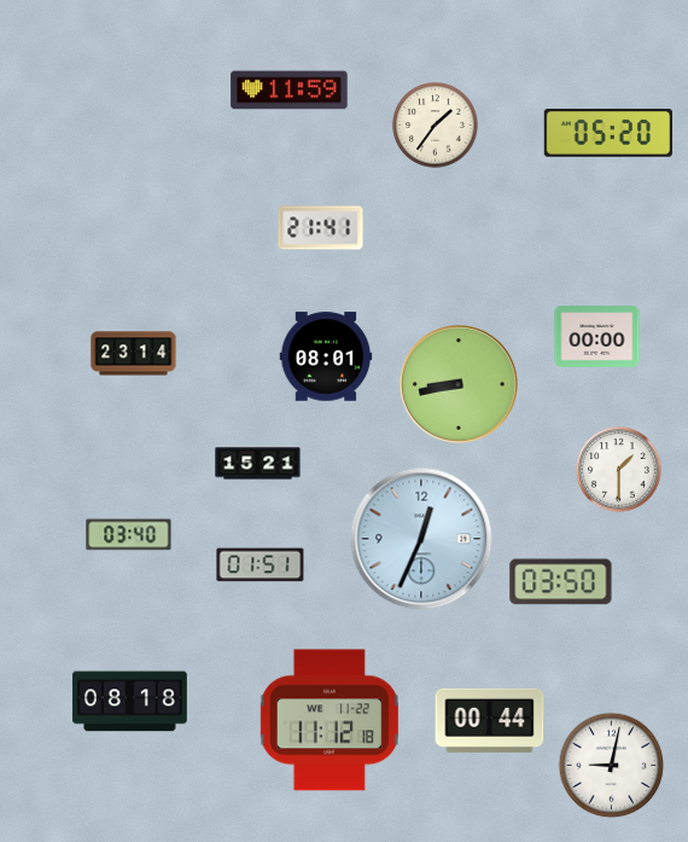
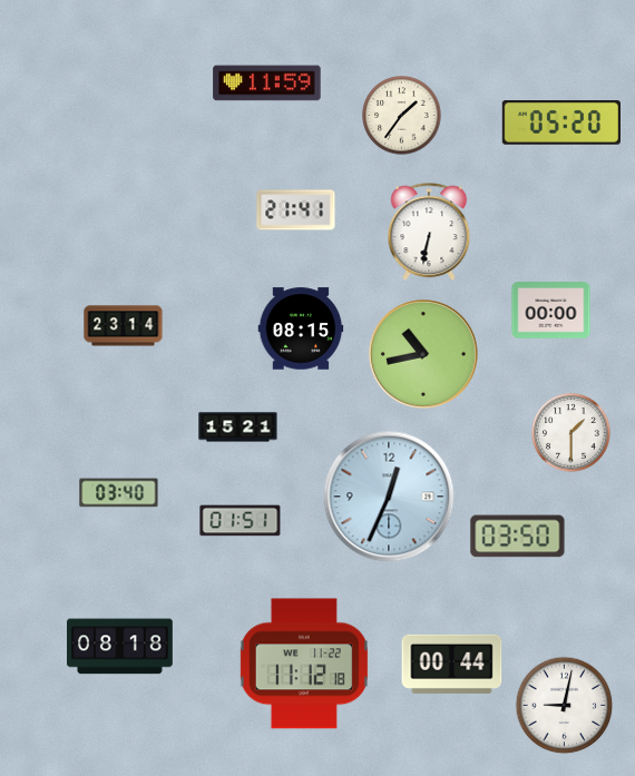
clock at (429, 233): none -> 6:32
clock at (326, 356): 08:01 -> 08:15
clock at (459, 384): 8:43 -> 10:43
